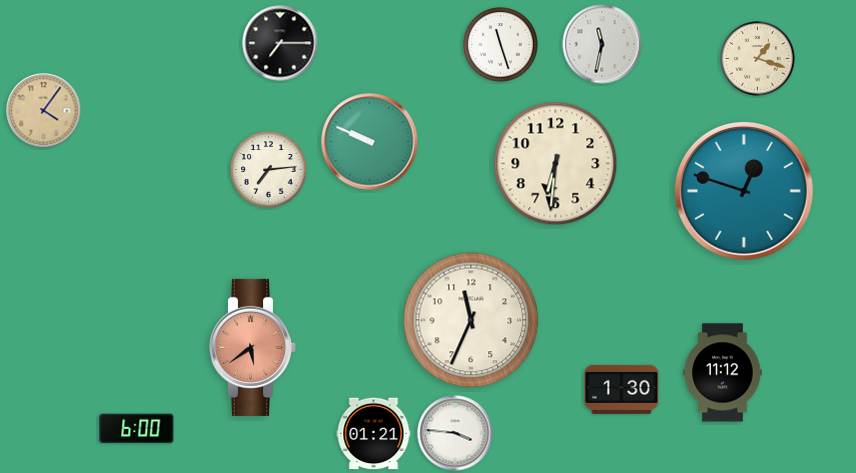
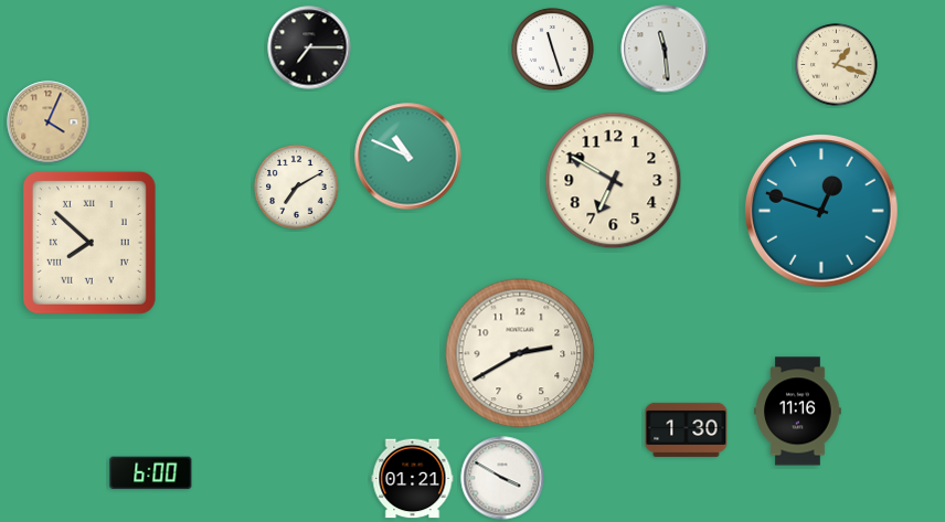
clock at (602, 44): 11:32 -> 11:29
clock at (44, 111): 4:06 -> 4:04
clock at (370, 142): 9:49 -> 10:49
clock at (556, 164): 6:31 -> 6:50
clock at (269, 170): 7:14 -> 7:10
clock at (89, 243): none -> 7:52
clock at (471, 320): 11:34 -> 2:40
clock at (253, 347): 5:39 -> none
clock at (723, 373): 11:12 -> 11:16
clock at (455, 433): 3:46 -> 3:50
